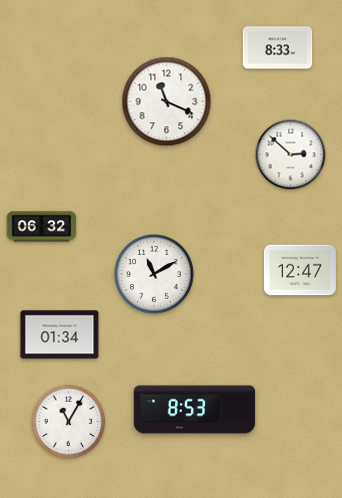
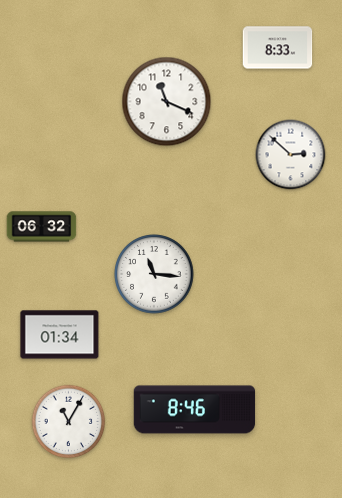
clock at (300, 270): 12:47 -> none
clock at (154, 274): 11:10 -> 11:16
clock at (195, 410): 8:53 -> 8:46
